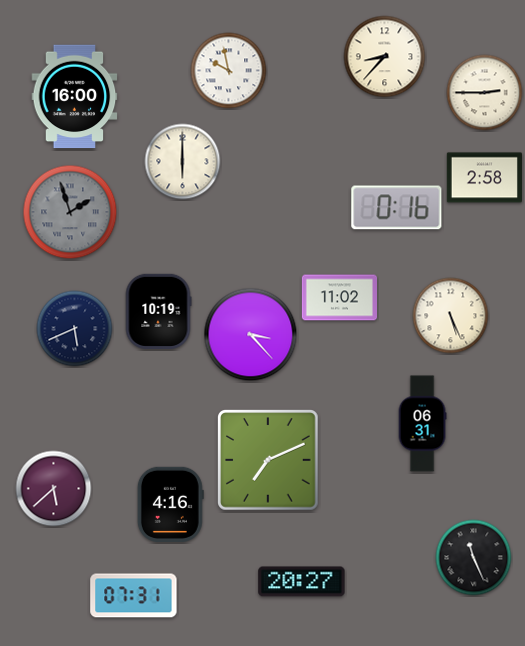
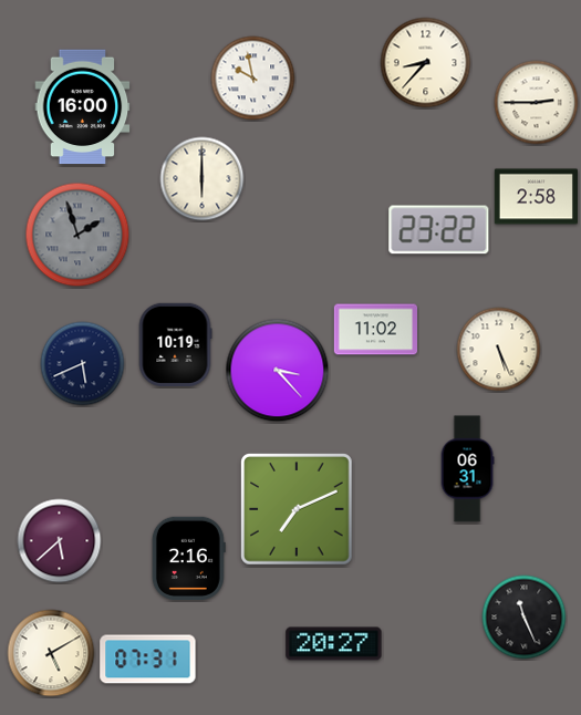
clock at (397, 208): 0:16 -> 23:22
clock at (170, 504): 4:16 -> 2:16
clock at (51, 653): none -> 5:10
